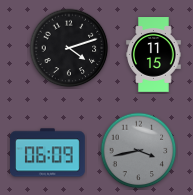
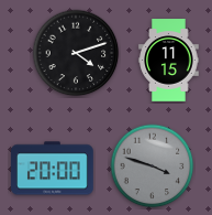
clock at (139, 151): 3:43 -> 3:48
clock at (48, 153): 06:09 -> 20:00
